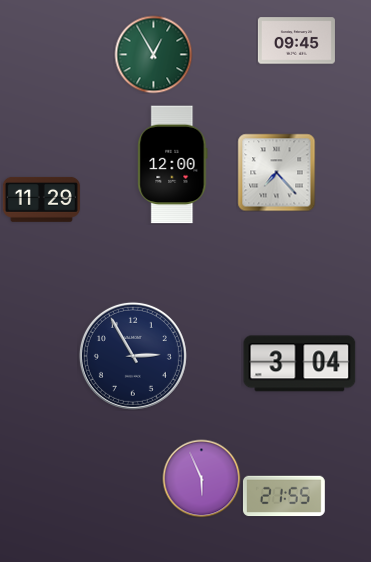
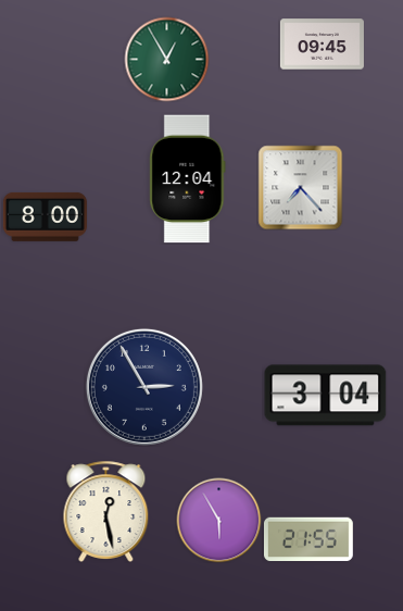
clock at (173, 165): 12:00 -> 12:04
clock at (41, 199): 11:29 -> 8:00
clock at (106, 511): none -> 12:28
clock at (201, 478): 5:56 -> 5:55
